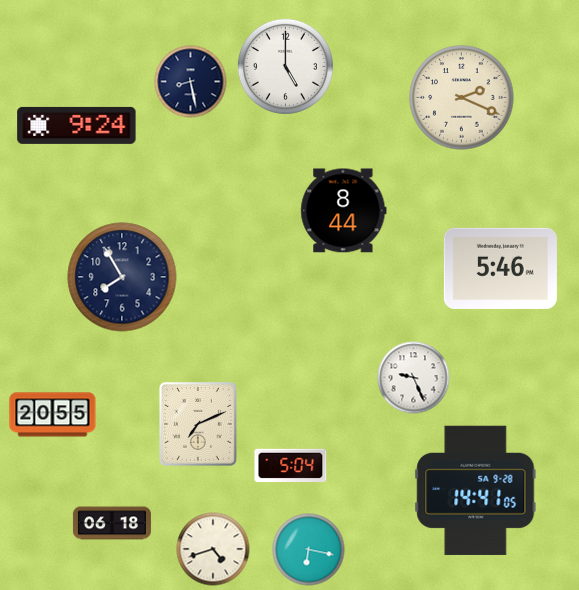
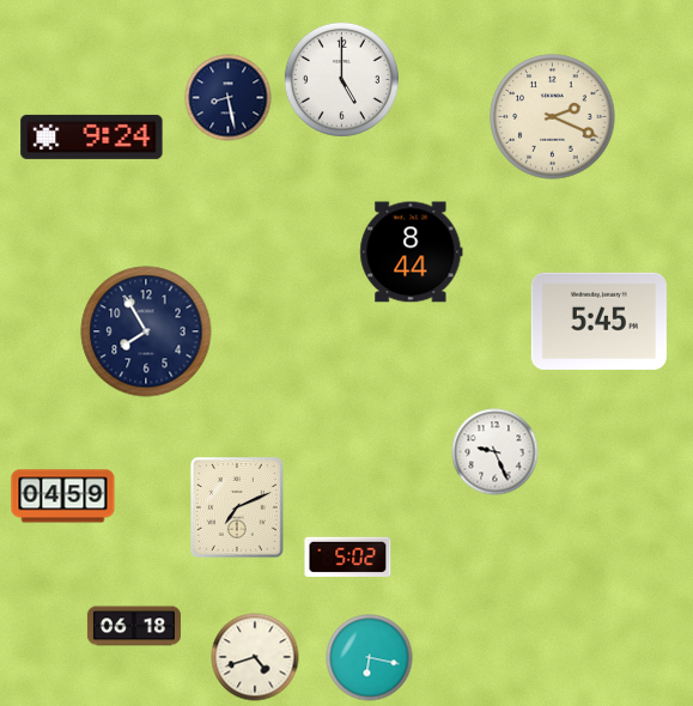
clock at (77, 125) position: (77, 125) -> (92, 136)
clock at (500, 268): 5:46 -> 5:45
clock at (53, 415): 20:55 -> 04:59
clock at (291, 466): 5:04 -> 5:02
clock at (476, 490): 14:41 -> none
